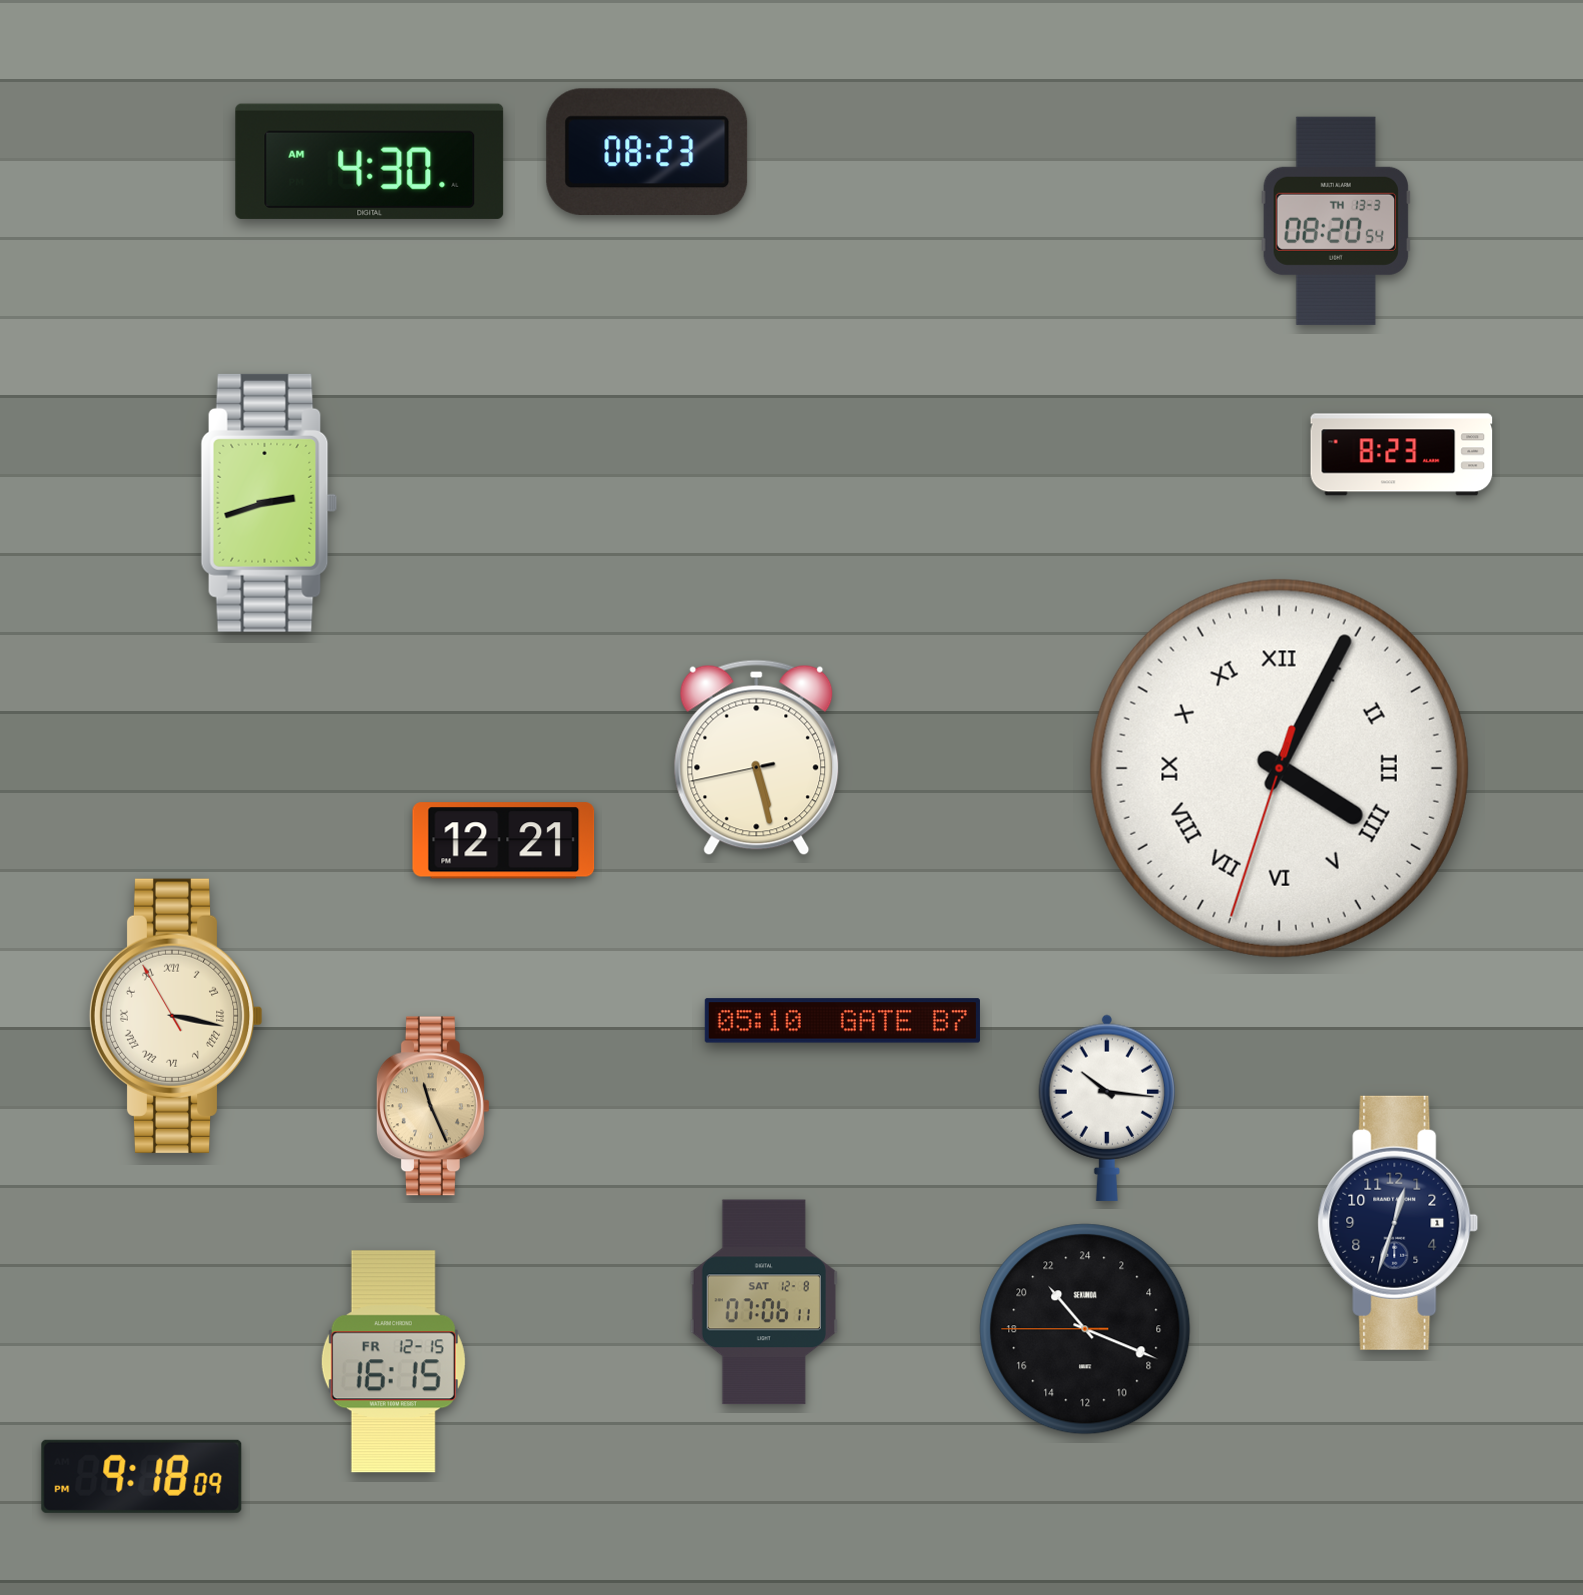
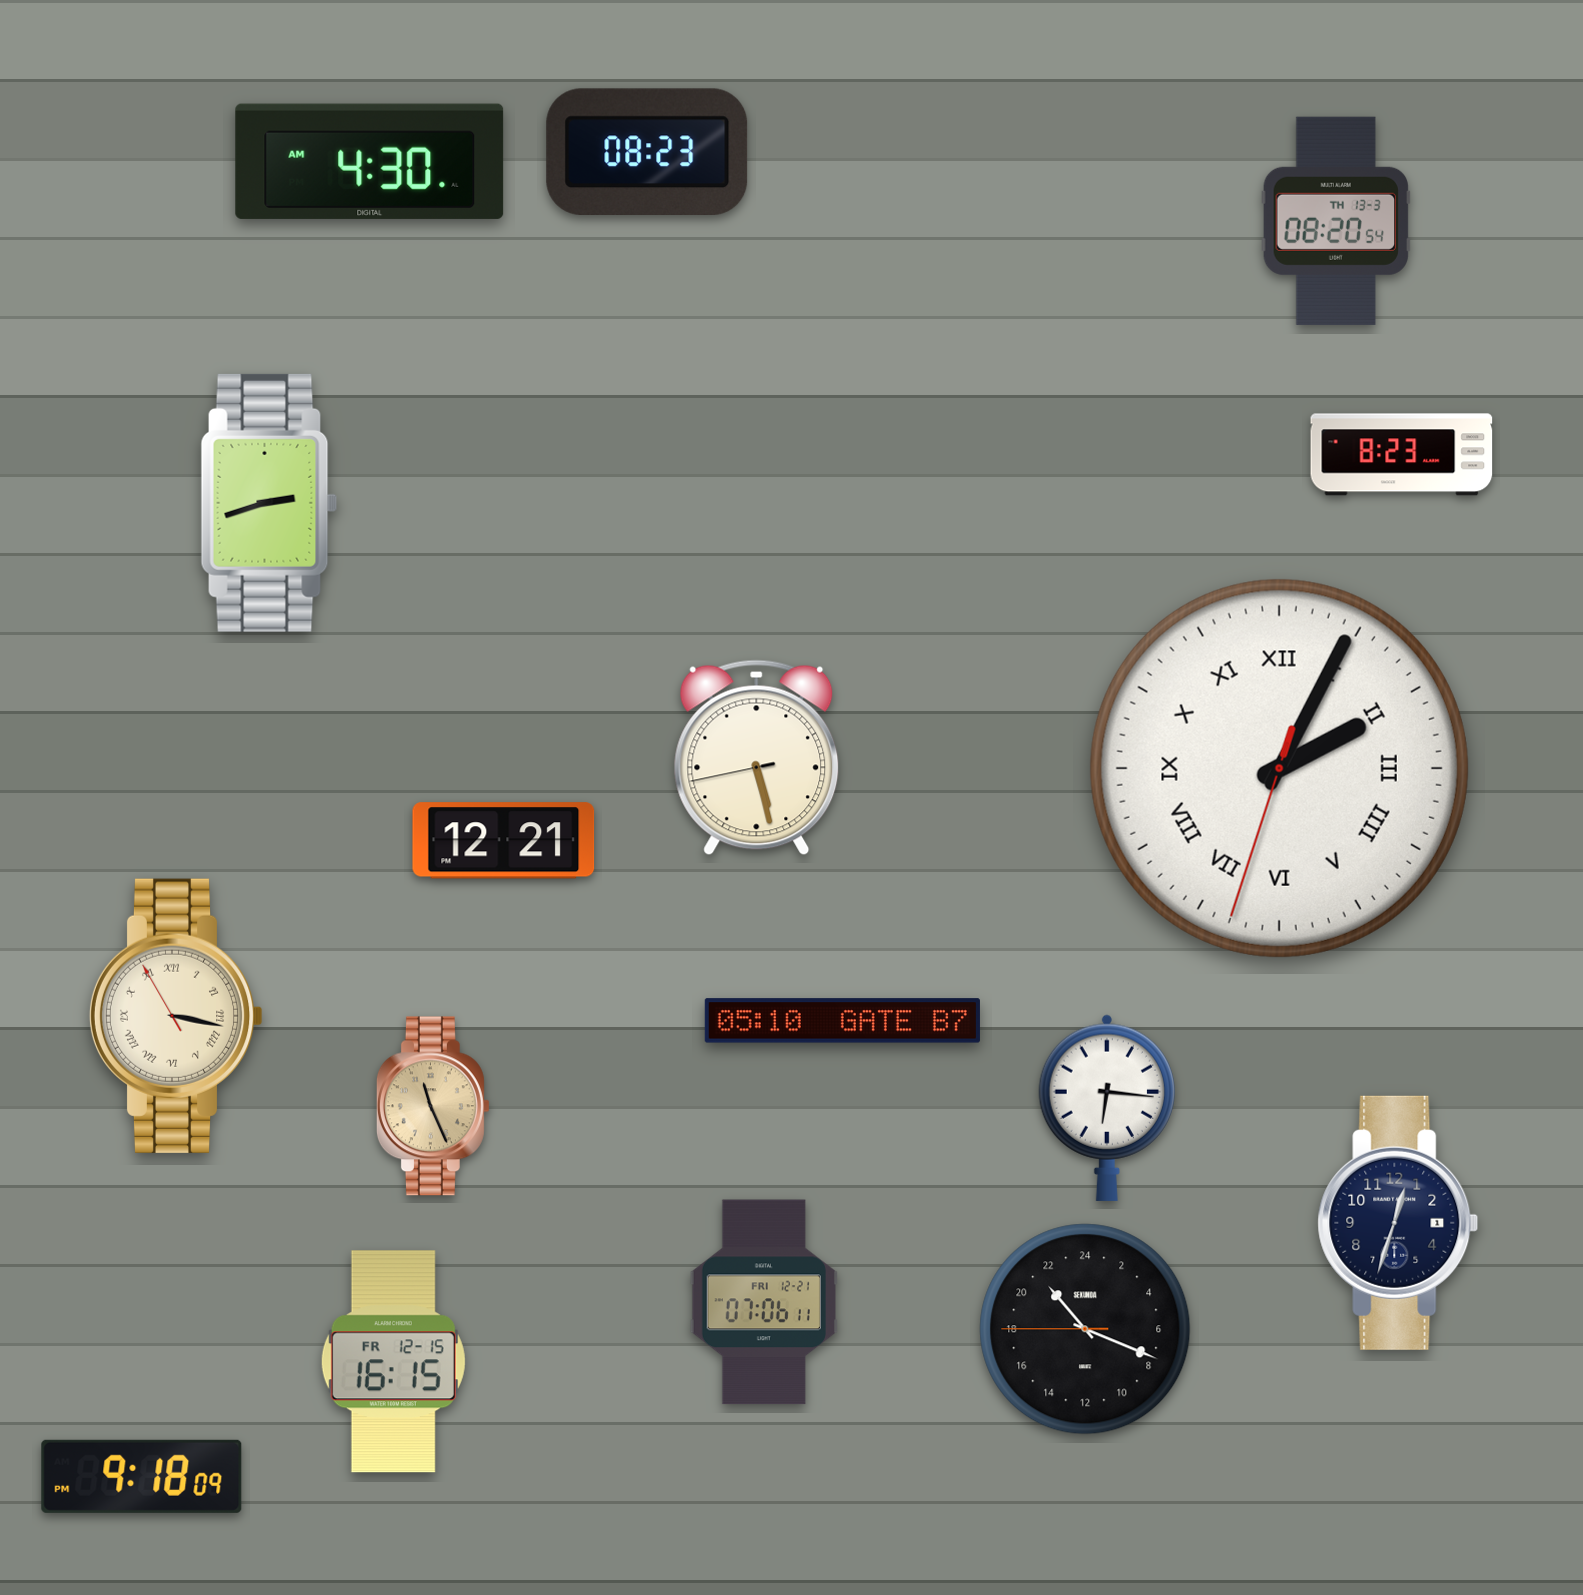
clock at (1279, 768): 4:04 -> 2:04
clock at (1107, 1108): 10:16 -> 6:16
clock at (763, 1302) date: SAT 12-8 -> FRI 12-21
